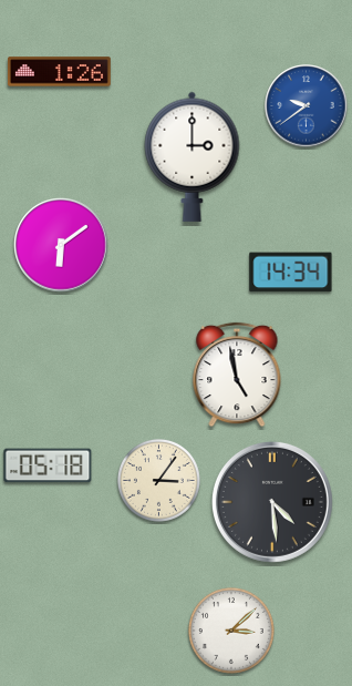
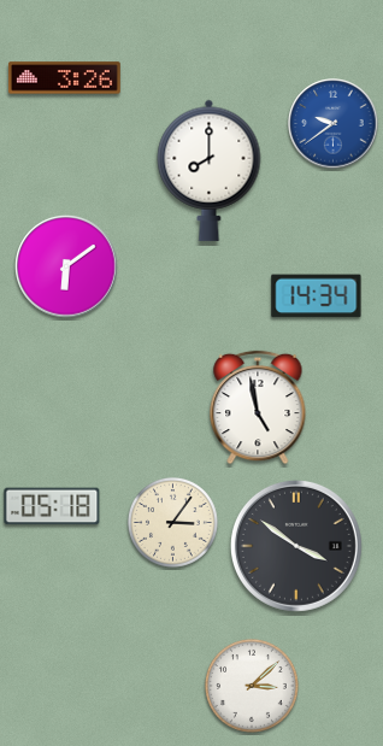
clock at (59, 72): 1:26 -> 3:26
clock at (307, 106) position: (307, 106) -> (334, 124)
clock at (193, 156): 3:00 -> 8:00
clock at (272, 502): 4:29 -> 3:51
